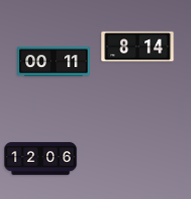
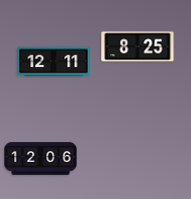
clock at (138, 47): 8:14 -> 8:25
clock at (54, 62): 00:11 -> 12:11
